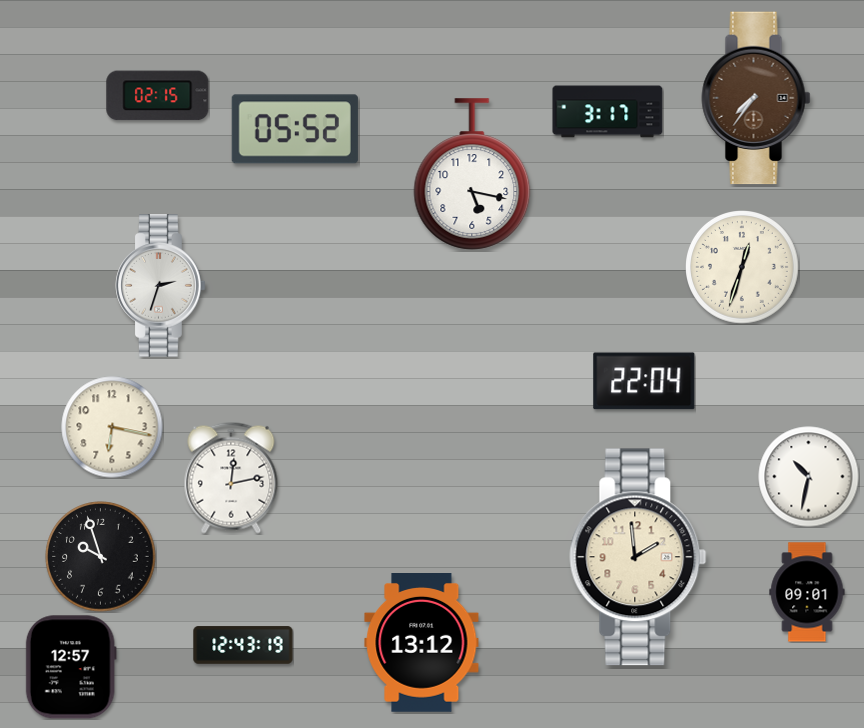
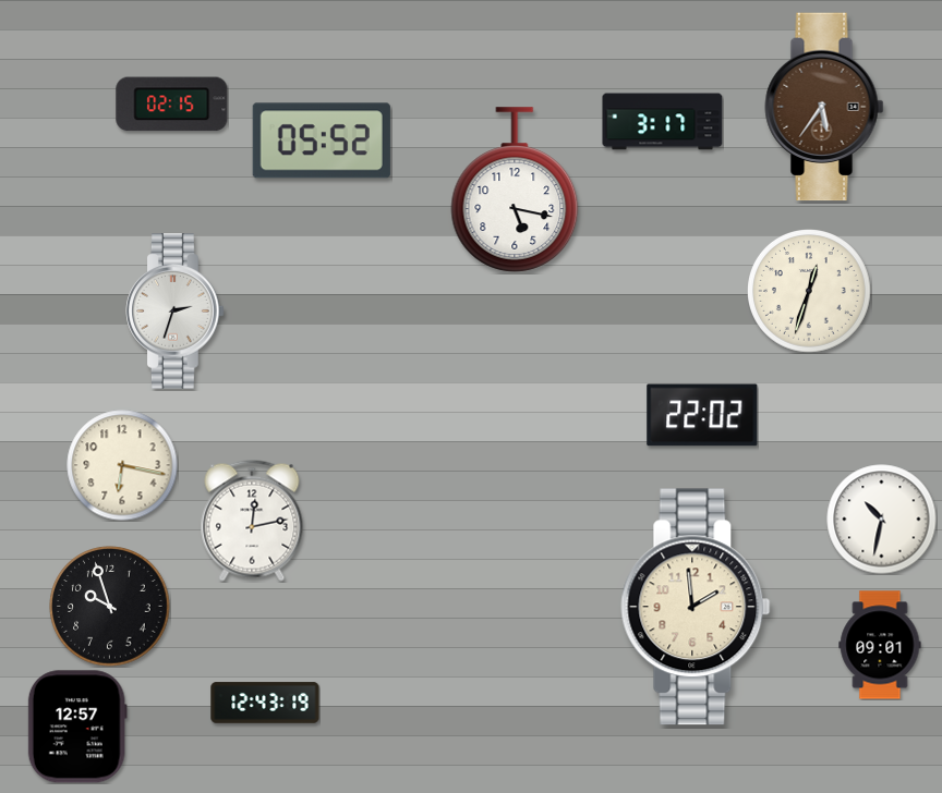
clock at (756, 98): 7:36 -> 5:36
clock at (644, 381): 22:04 -> 22:02
clock at (422, 643): 13:12 -> none
